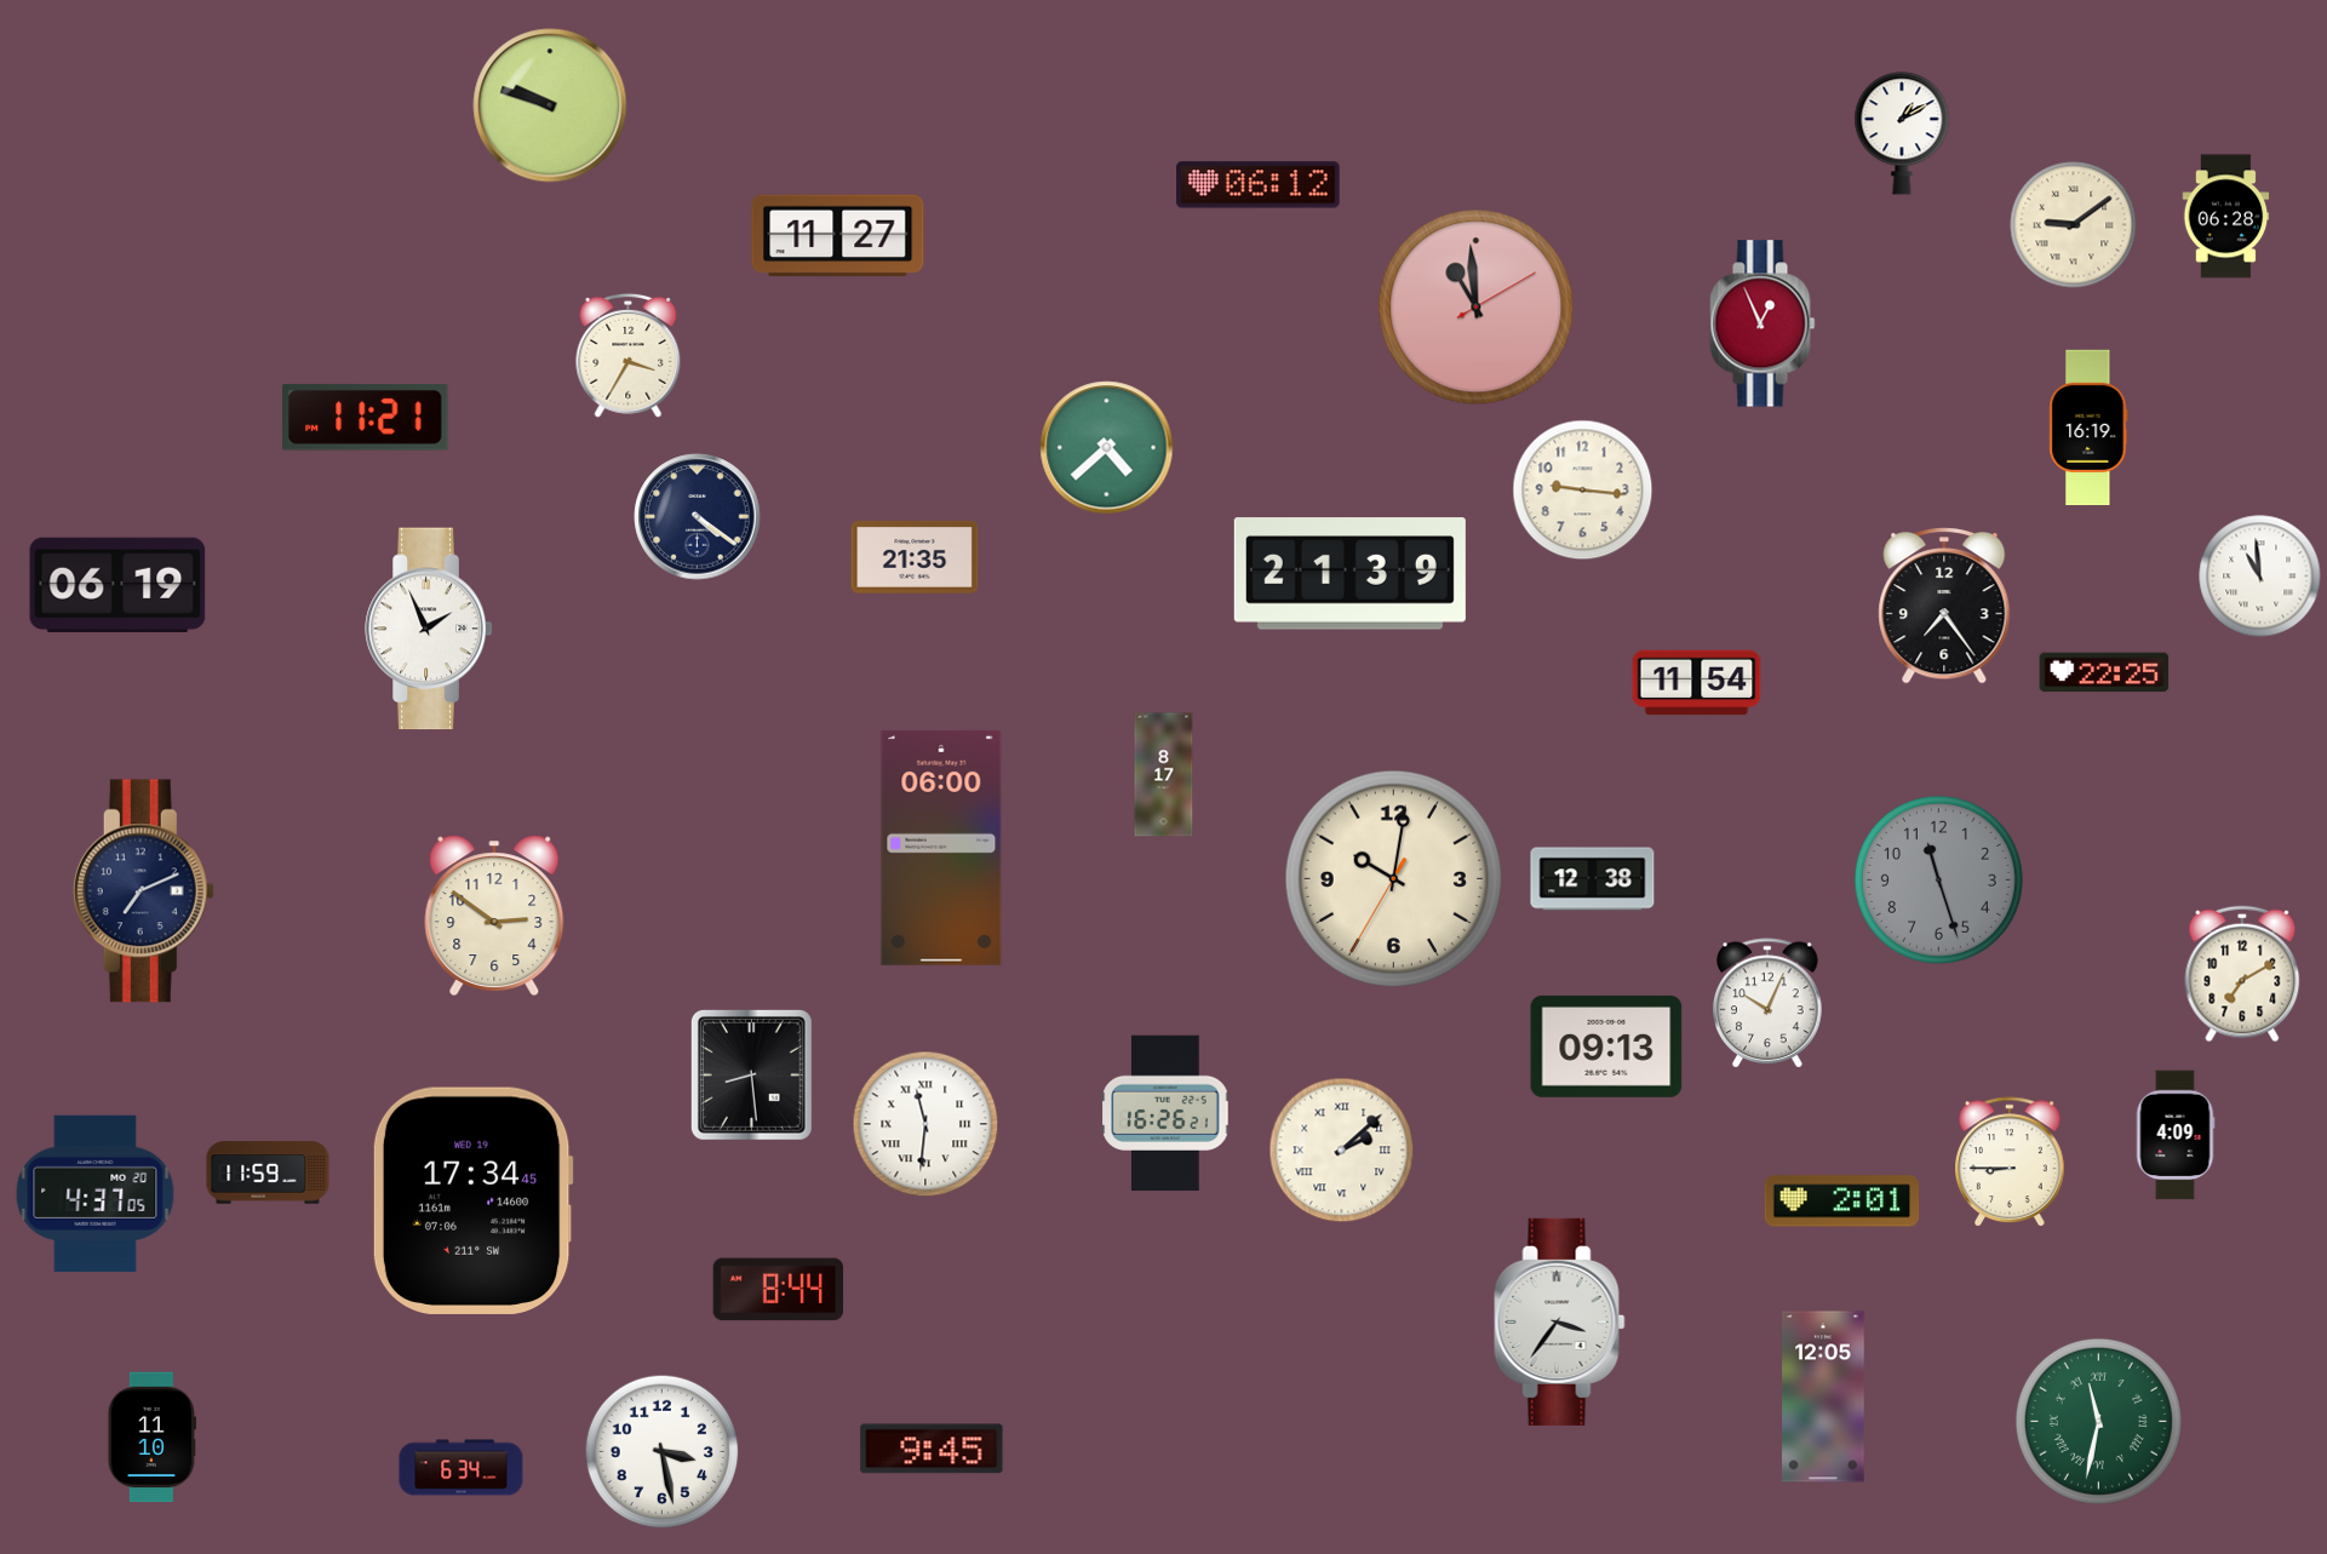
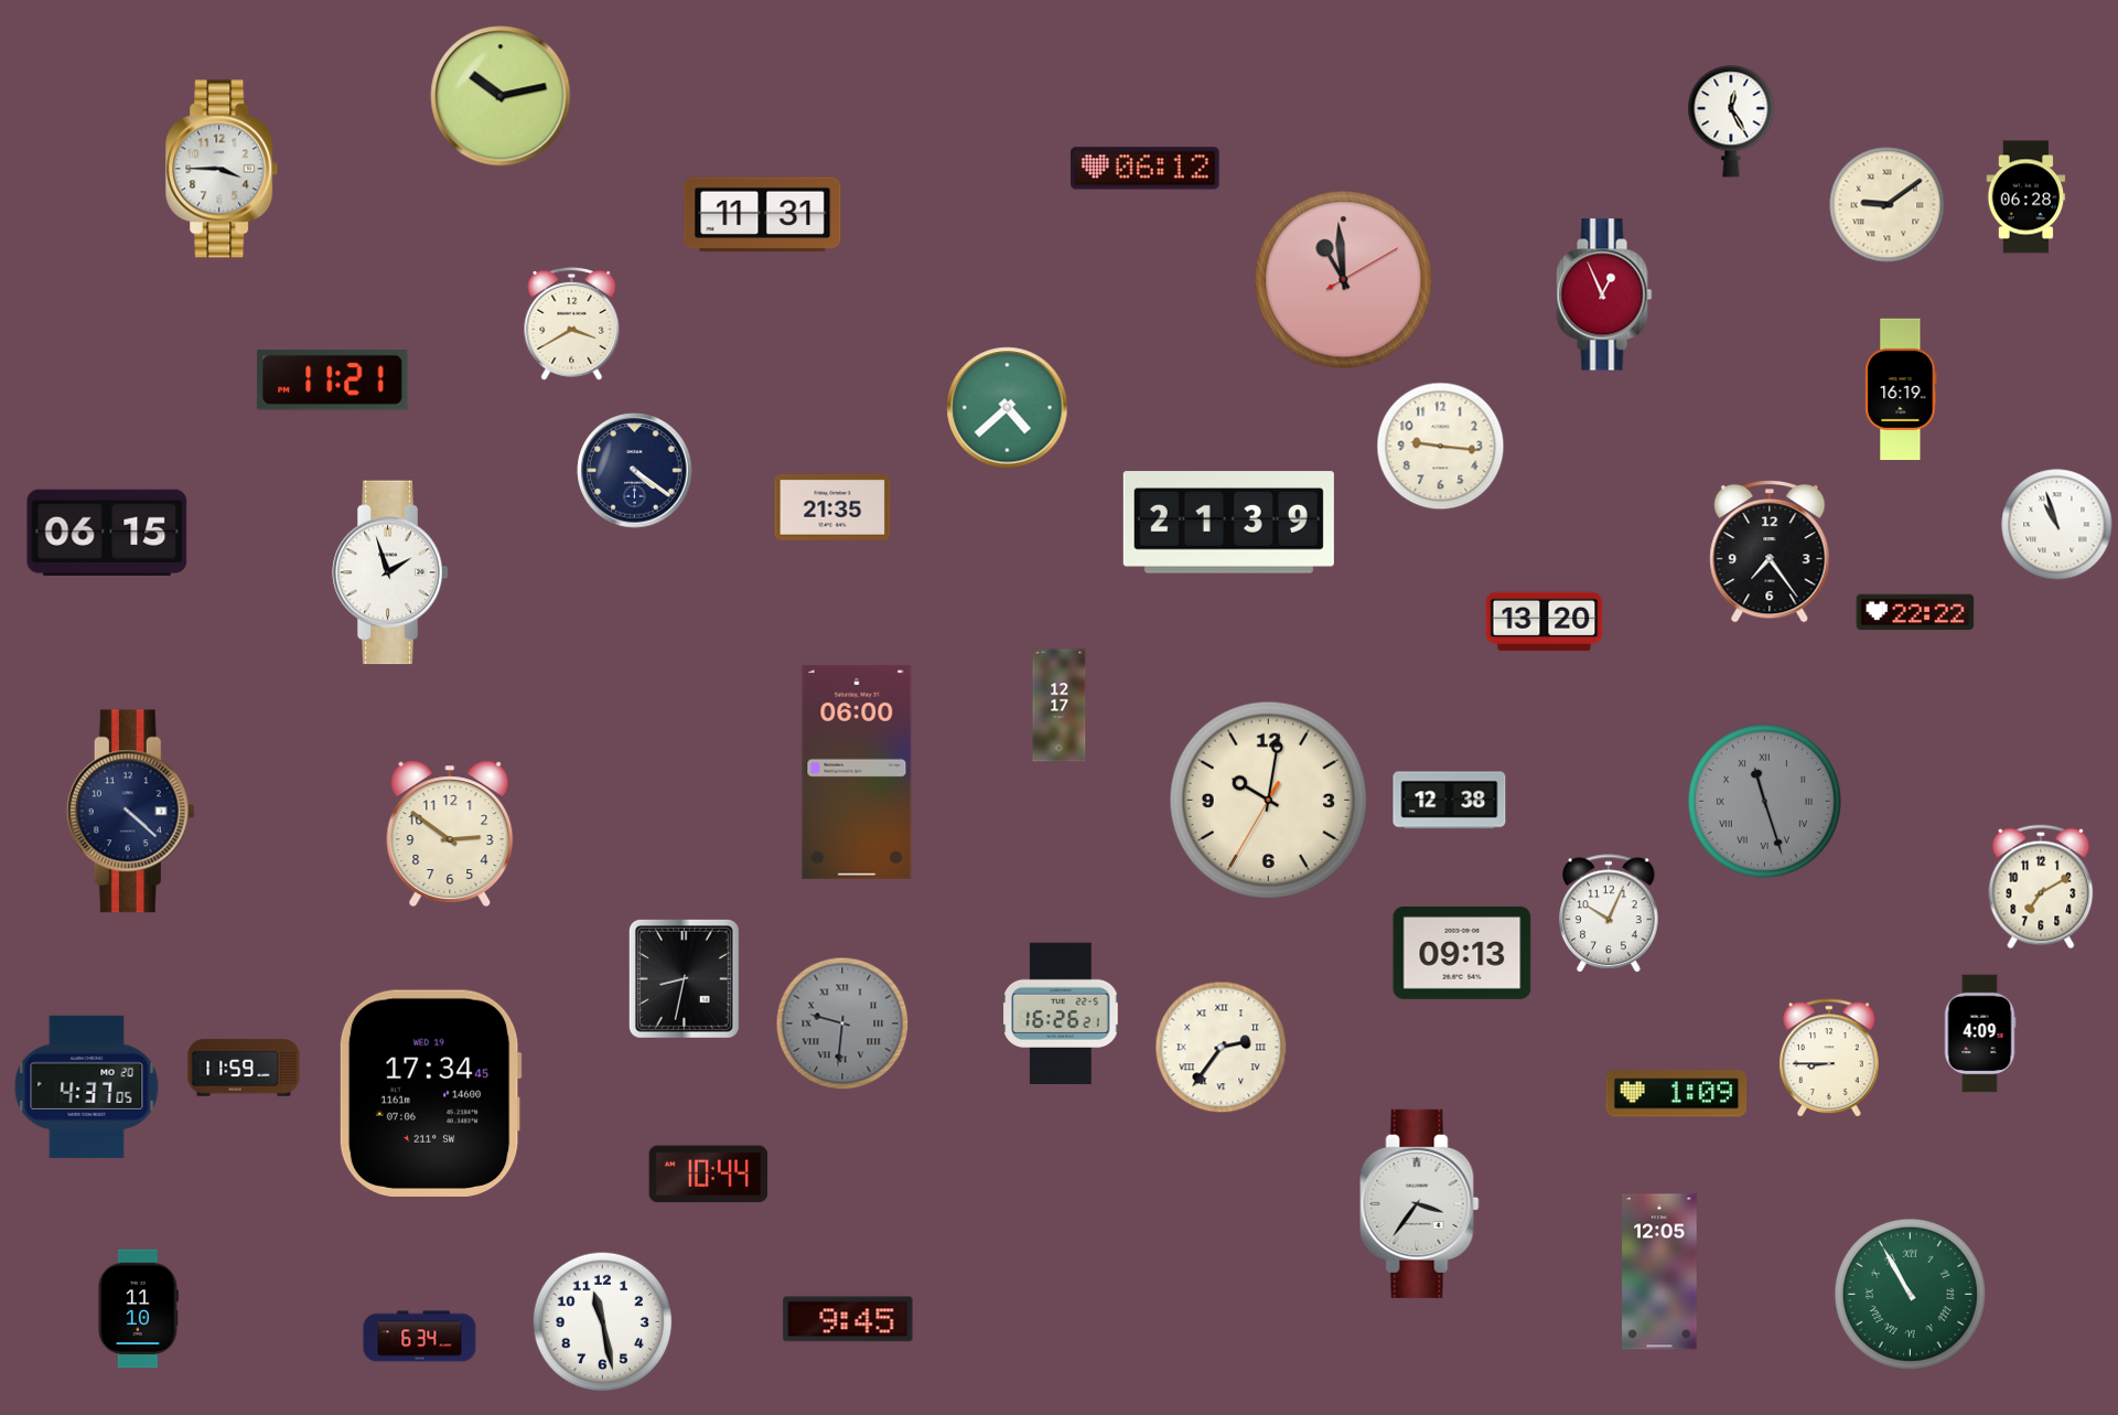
clock at (550, 105): 9:48 -> 10:13
clock at (1902, 133): 1:10 -> 12:25
clock at (223, 169): none -> 3:45
clock at (838, 236): 11:27 -> 11:31
clock at (629, 355): 3:35 -> 3:40
clock at (2260, 577): 10:59 -> 10:57
clock at (118, 585): 06:19 -> 06:15
clock at (429, 629): 1:56 -> 1:57
clock at (2104, 672): 22:25 -> 22:22
clock at (1697, 683): 11:54 -> 13:20
clock at (1164, 775): 8:17 -> 12:17
clock at (1938, 879) numerals: Arabic -> Roman
clock at (143, 891): 7:11 -> 4:22
clock at (751, 1074): 8:29 -> 8:32
clock at (925, 1124): 11:31 -> 9:31
clock at (925, 1124) dial: white -> grey
clock at (1342, 1151): 2:08 -> 2:36
clock at (1842, 1202): 2:01 -> 1:09
clock at (779, 1290): 8:44 -> 10:44
clock at (2098, 1421): 11:32 -> 10:55
clock at (663, 1452): 3:28 -> 11:28
